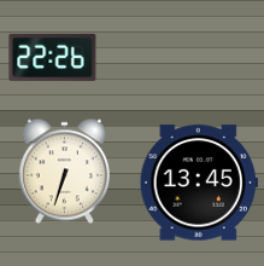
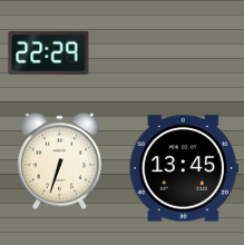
clock at (53, 57): 22:26 -> 22:29
clock at (64, 172) position: (64, 172) -> (59, 161)
